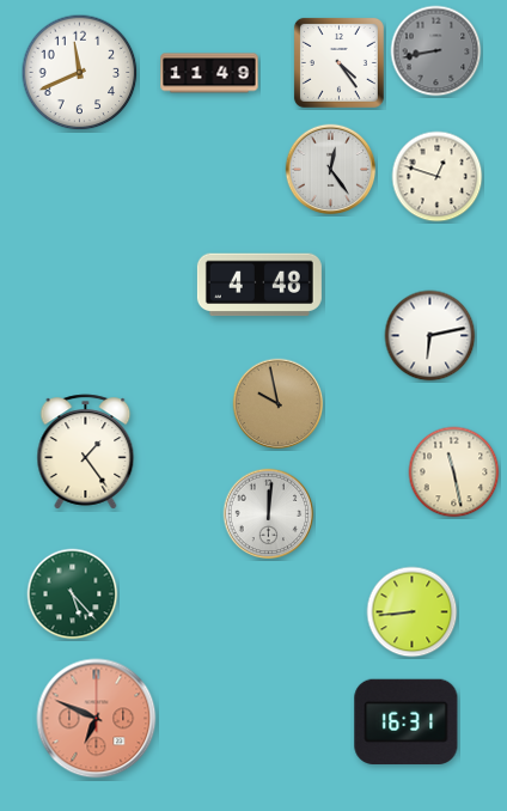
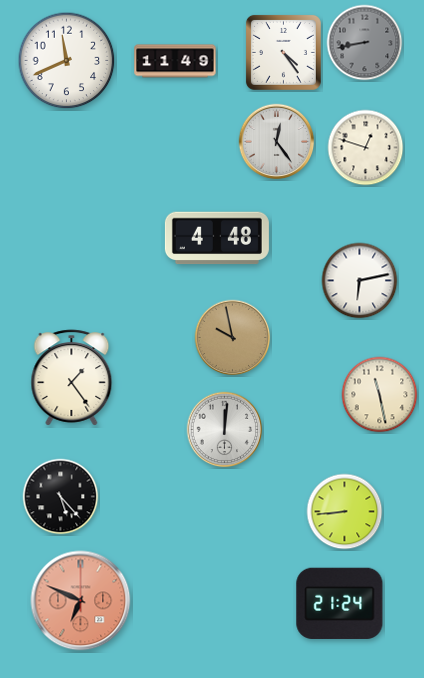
clock at (73, 594) dial: green -> black
clock at (407, 721): 16:31 -> 21:24
